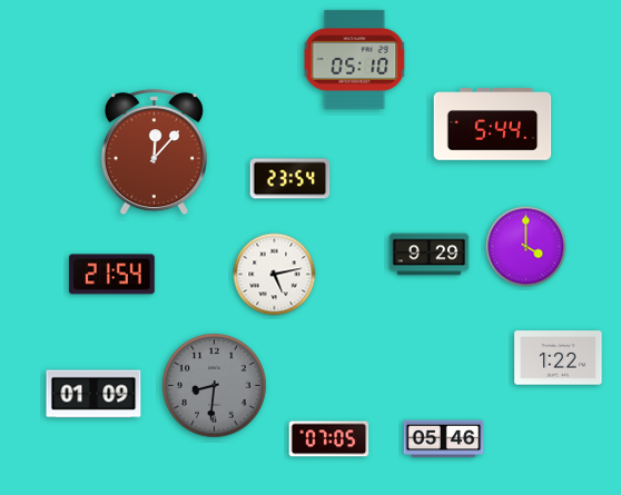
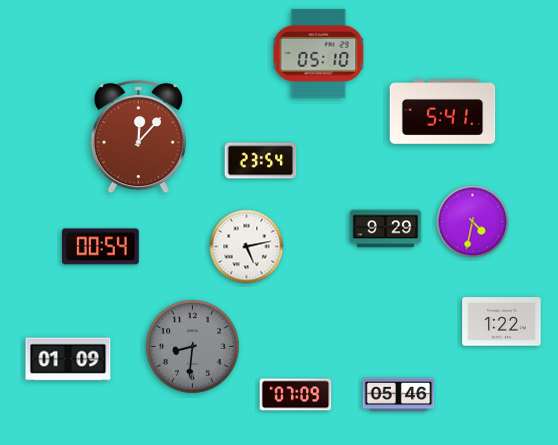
clock at (493, 125): 5:44 -> 5:41
clock at (526, 247): 4:00 -> 4:32
clock at (112, 275): 21:54 -> 00:54
clock at (93, 394) position: (93, 394) -> (68, 359)
clock at (329, 439): 07:05 -> 07:09
